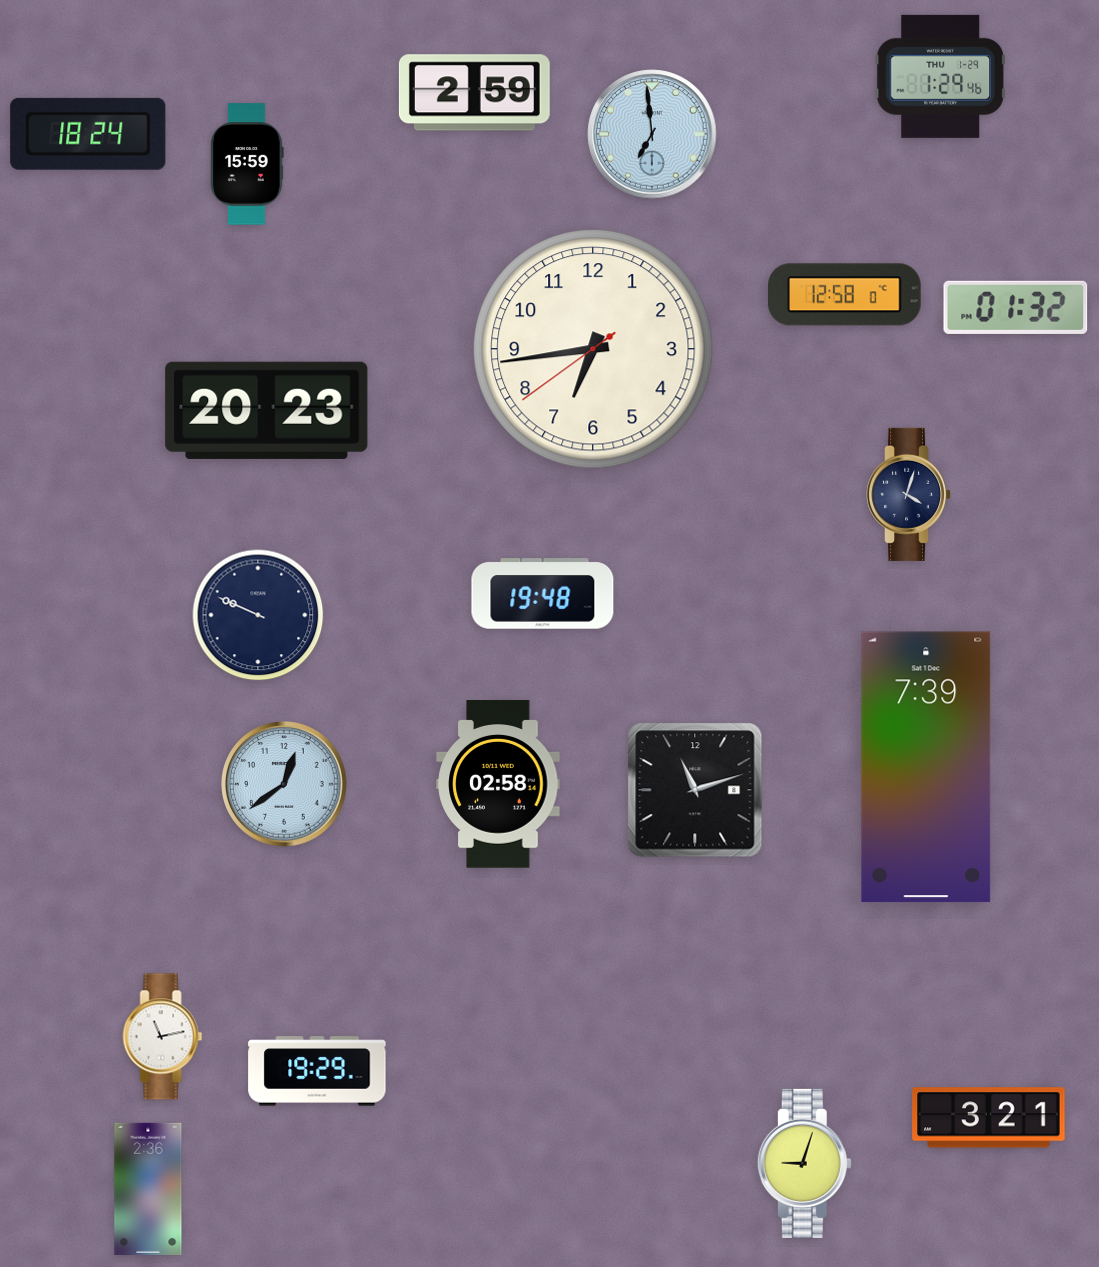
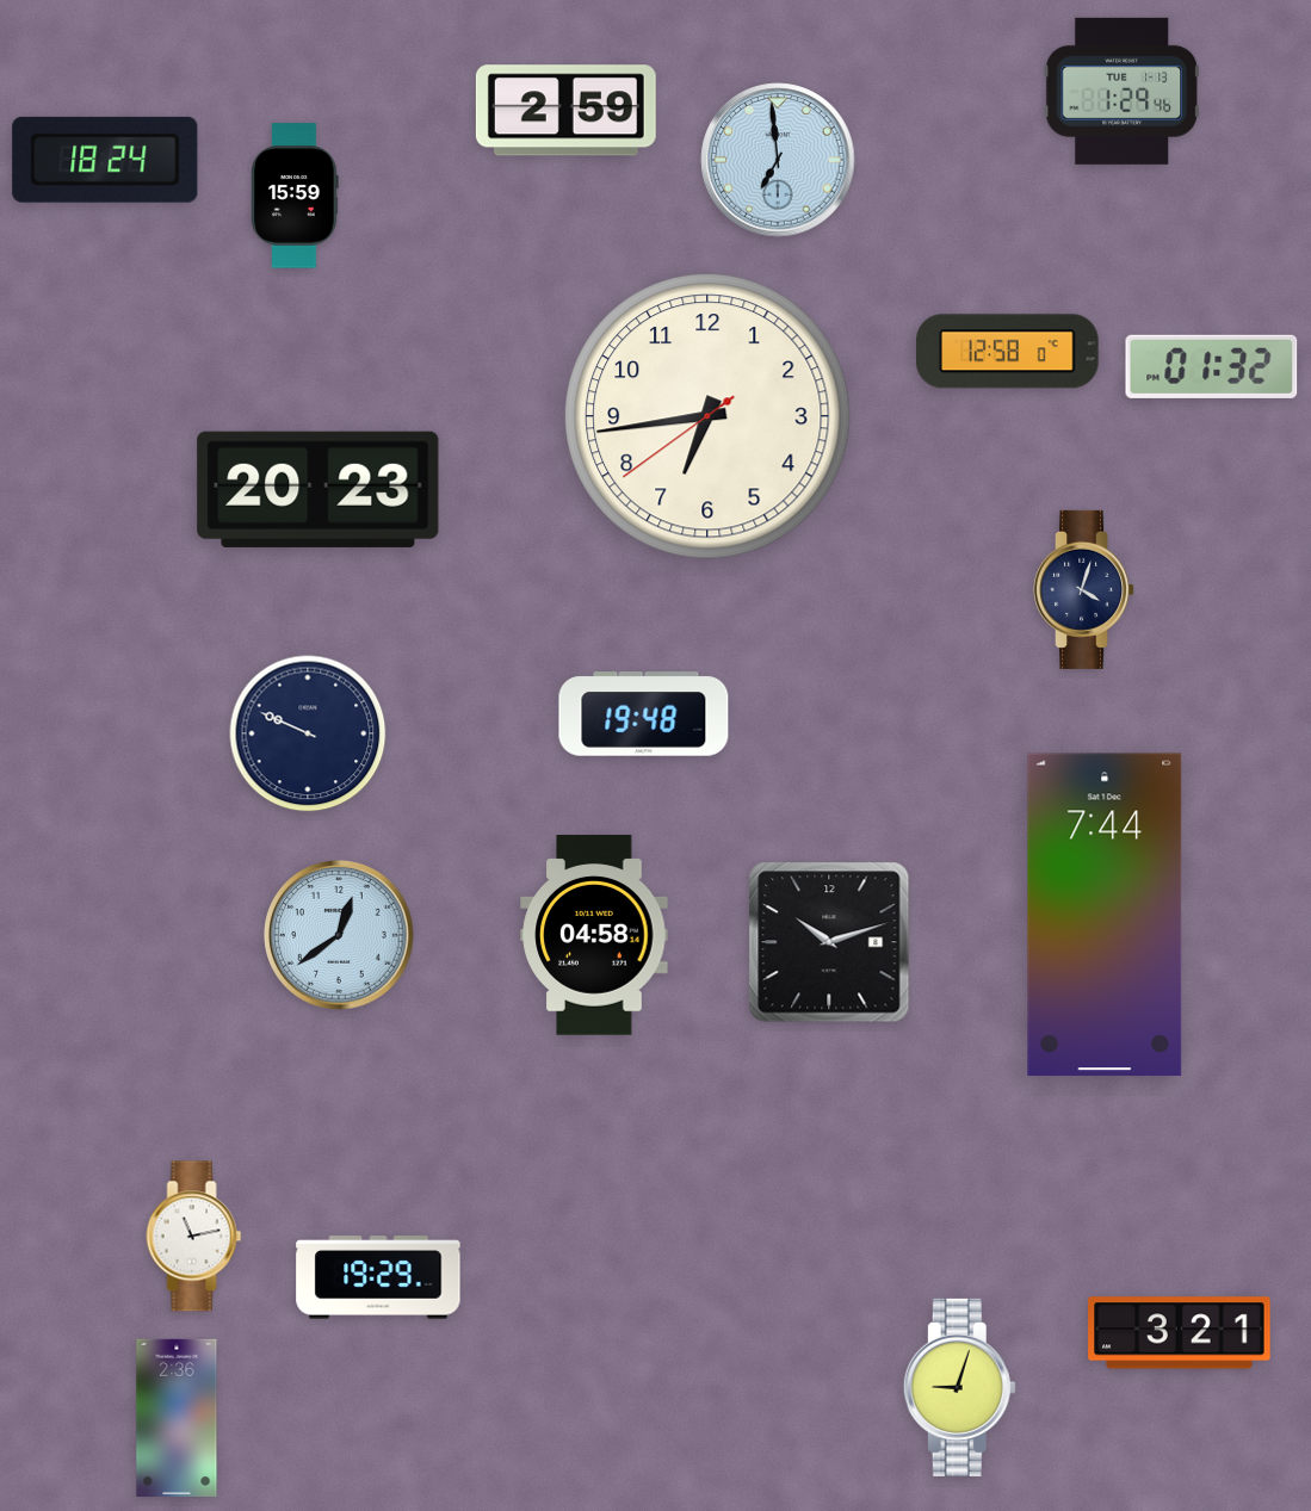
clock at (940, 76) date: THU 1-29 -> TUE 1-13
clock at (543, 594) position: (543, 594) -> (644, 714)
clock at (926, 767): 7:39 -> 7:44
clock at (498, 784): 02:58 -> 04:58
clock at (695, 790): 11:12 -> 10:12
